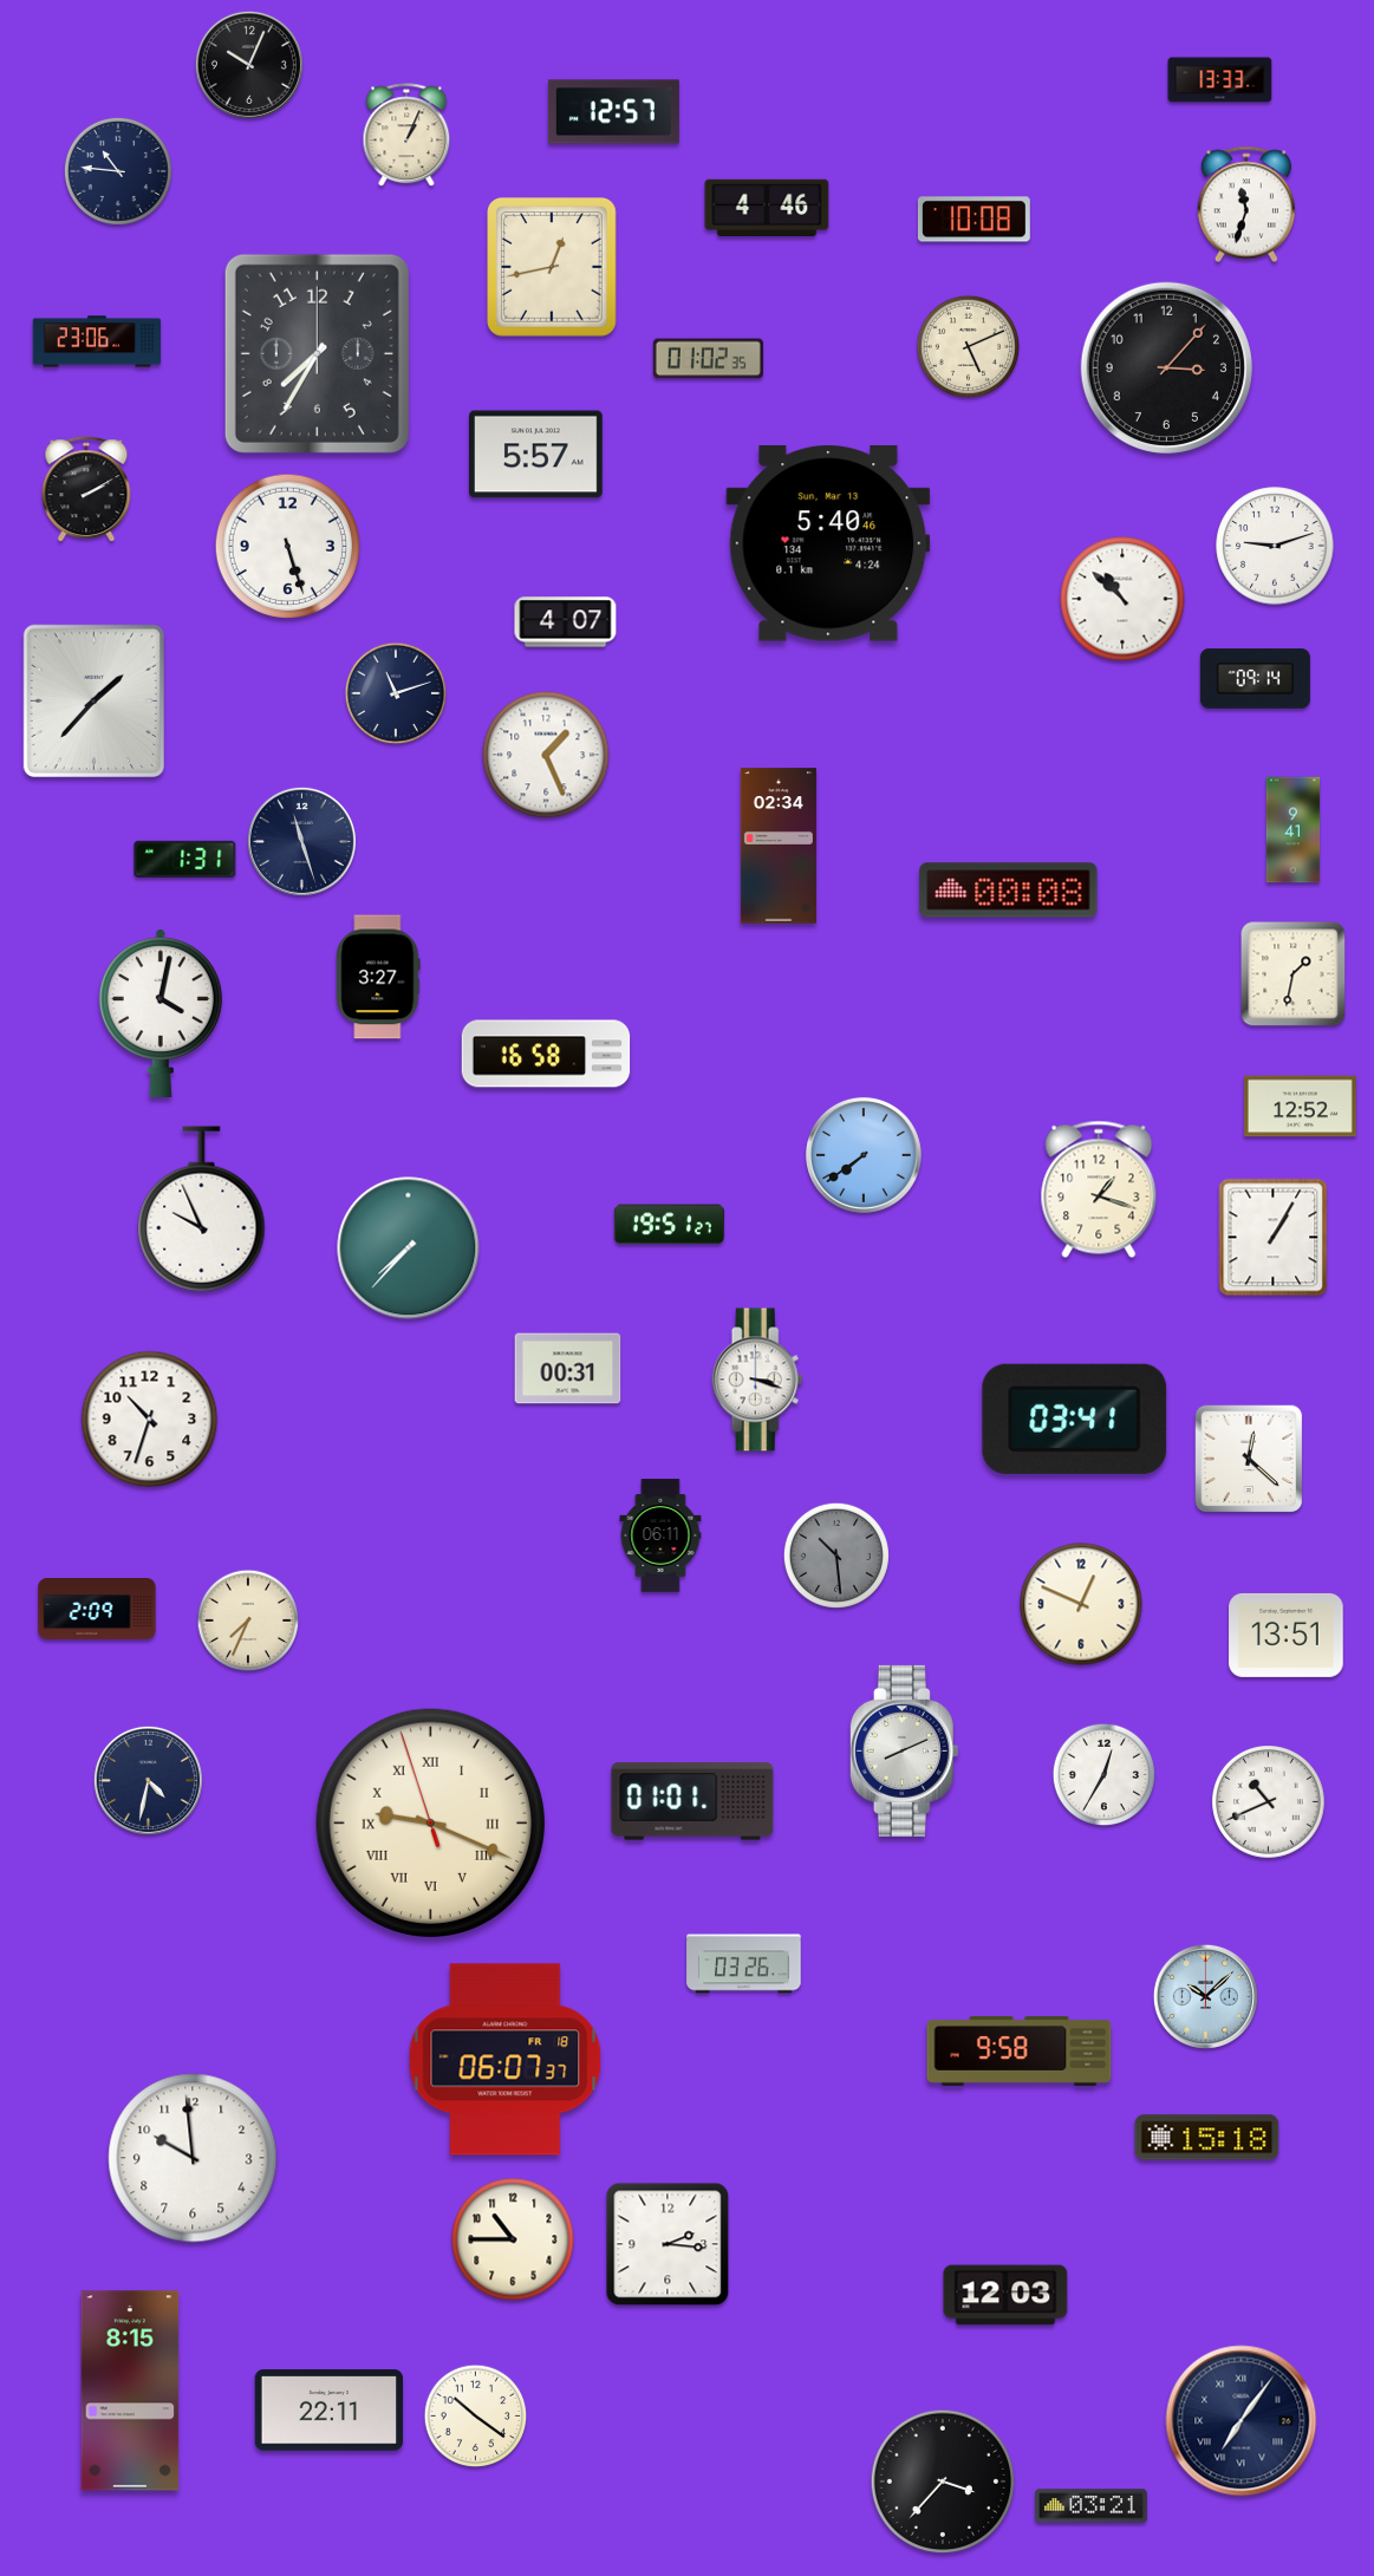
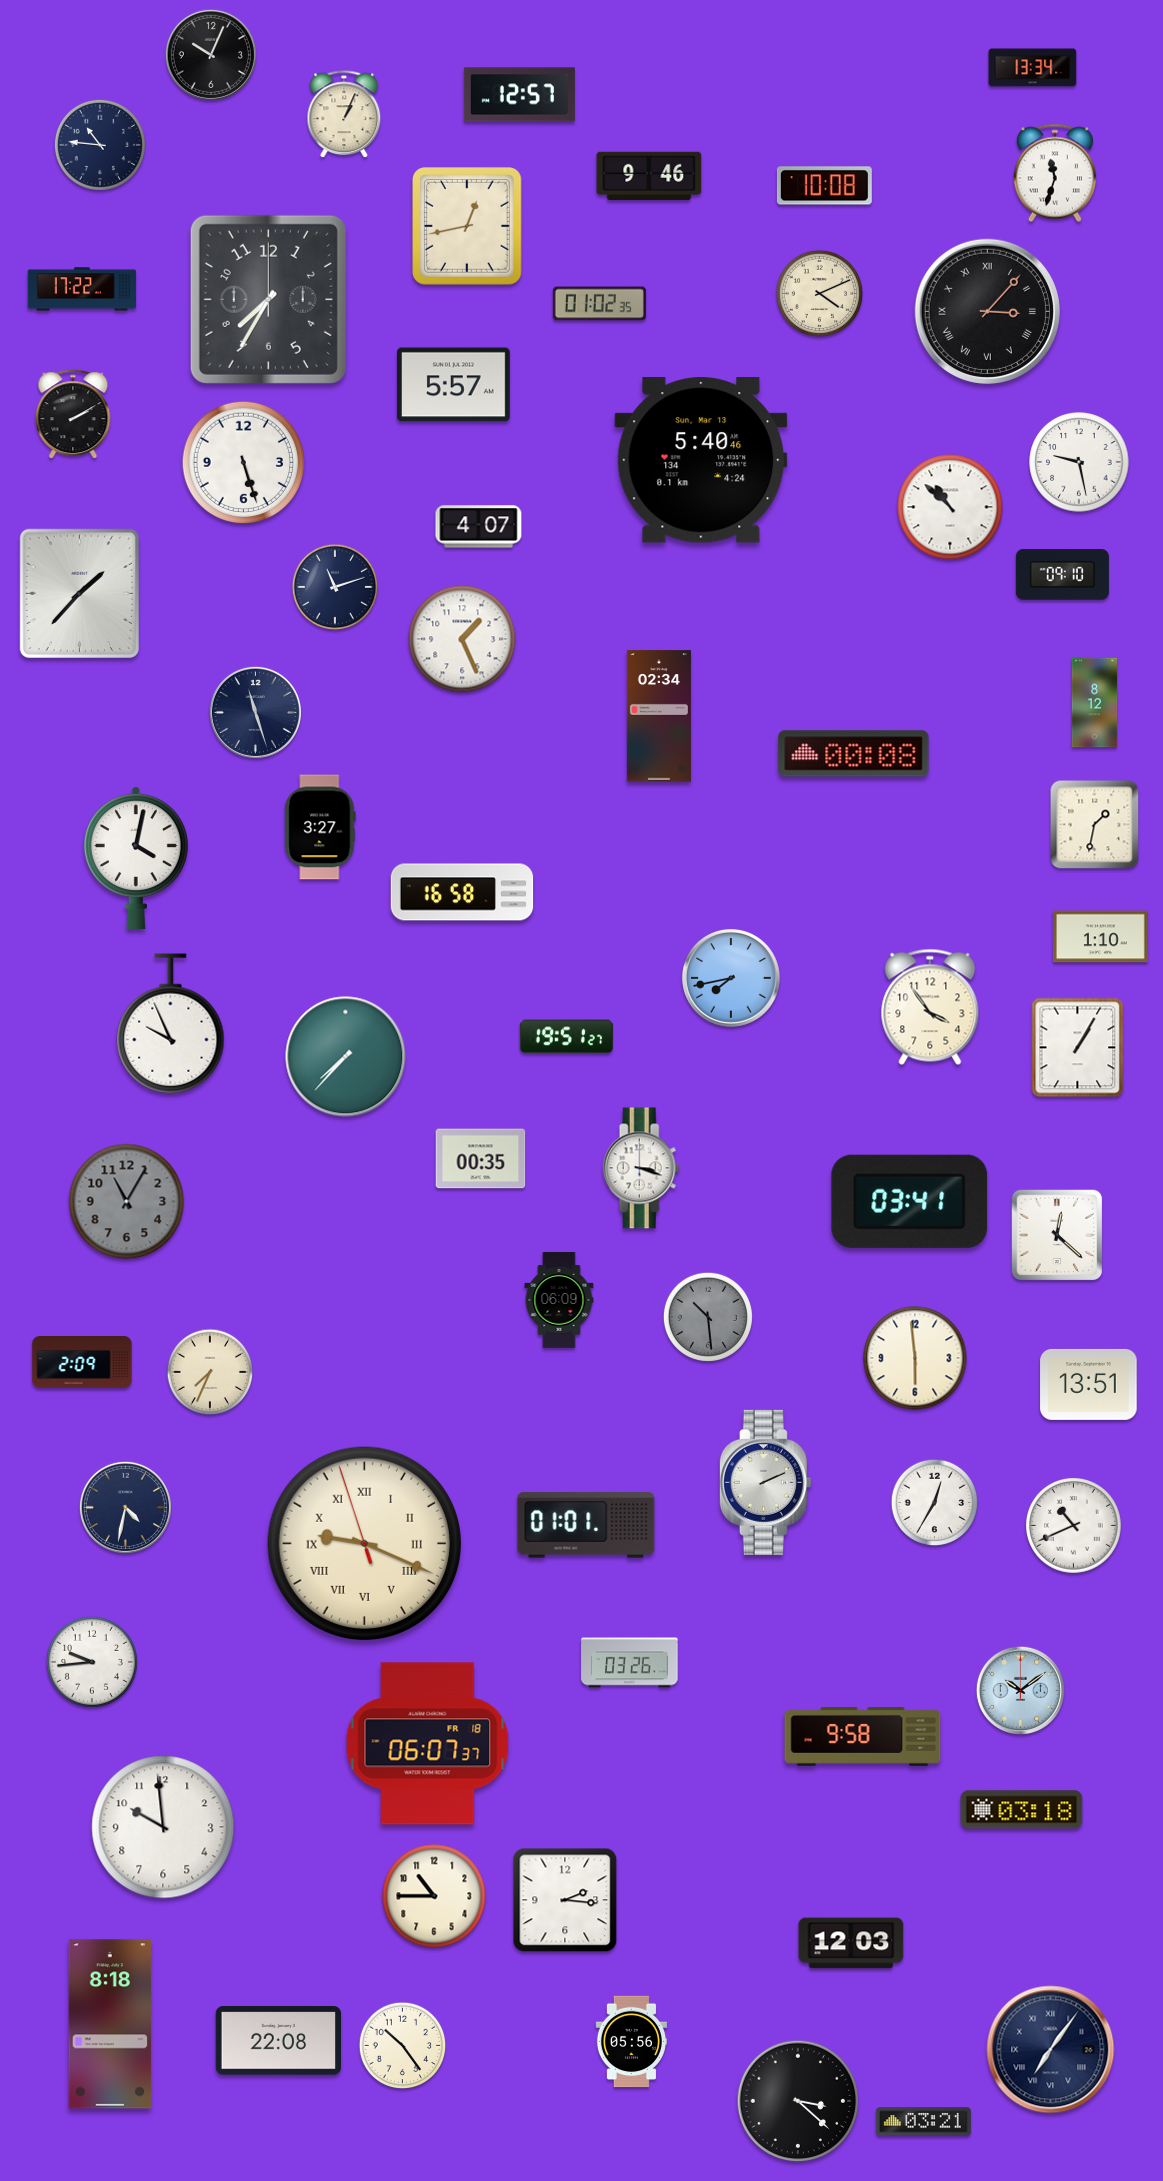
clock at (1220, 80): 13:33 -> 13:34
clock at (767, 207): 4:46 -> 9:46
clock at (97, 341): 23:06 -> 17:22
clock at (969, 347): 5:11 -> 4:11
clock at (1166, 367) numerals: Arabic -> Roman
clock at (1275, 546): 9:12 -> 9:28
clock at (1255, 679): 09:14 -> 09:10
clock at (1294, 830): 9:41 -> 8:12
clock at (185, 859): 1:31 -> none
clock at (1300, 1107): 12:52 -> 1:10
clock at (864, 1155): 7:39 -> 7:43
clock at (1099, 1189): 1:18 -> 3:54
clock at (568, 1369): 00:31 -> 00:35
clock at (150, 1420): 10:33 -> 11:05
clock at (150, 1420) dial: white -> grey
clock at (660, 1535): 06:11 -> 06:09
clock at (1081, 1604): 12:49 -> 5:59
clock at (904, 1750): 8:11 -> 2:11
clock at (92, 1662): none -> 9:44
clock at (1205, 1996): 10:08 -> 10:09
clock at (1207, 2138): 15:18 -> 03:18
clock at (130, 2391): 8:15 -> 8:18
clock at (328, 2411): 22:11 -> 22:08
clock at (631, 2042): none -> 05:56
clock at (476, 2417): 10:21 -> 10:24
clock at (943, 2482): 3:37 -> 3:22
